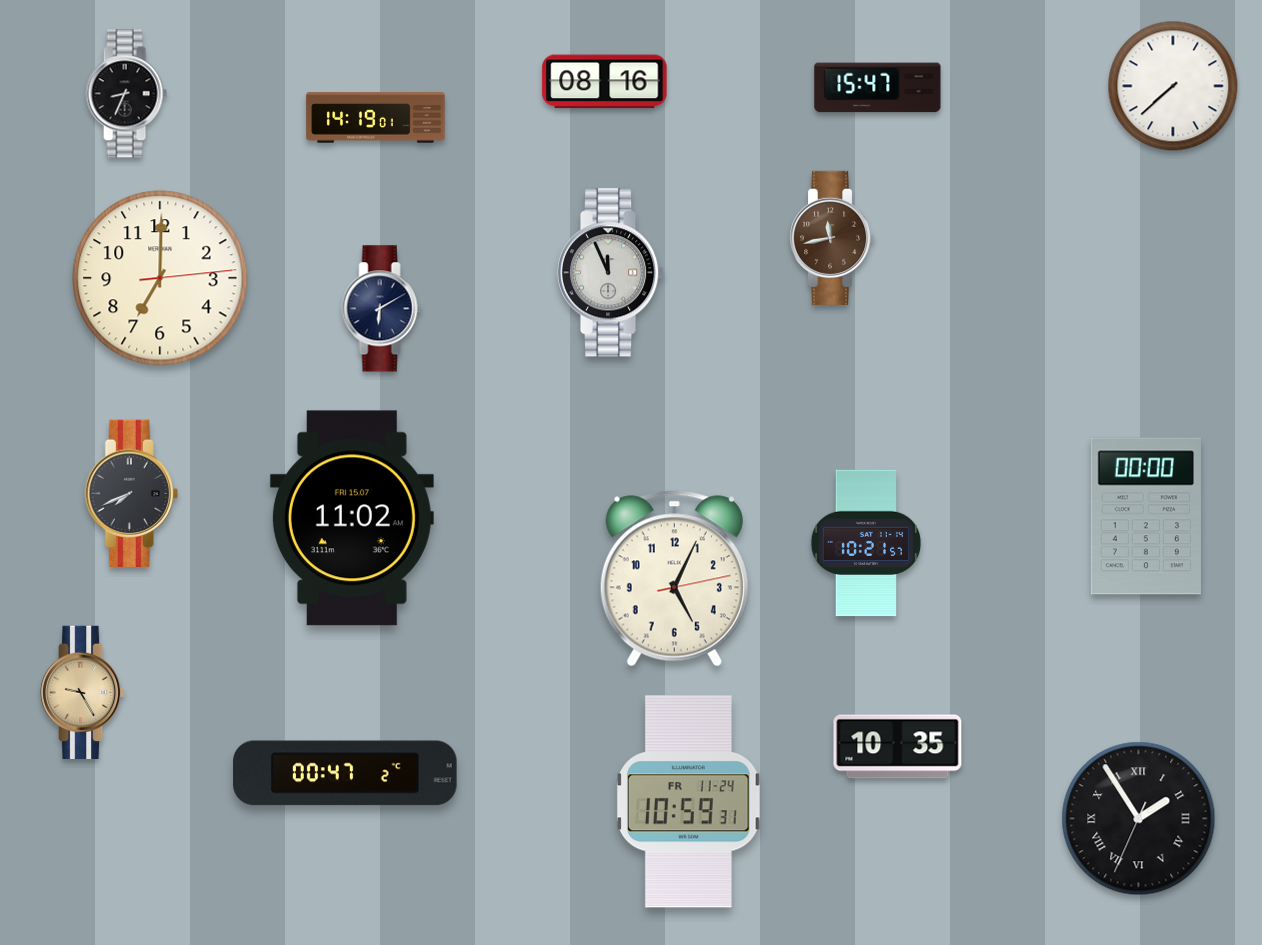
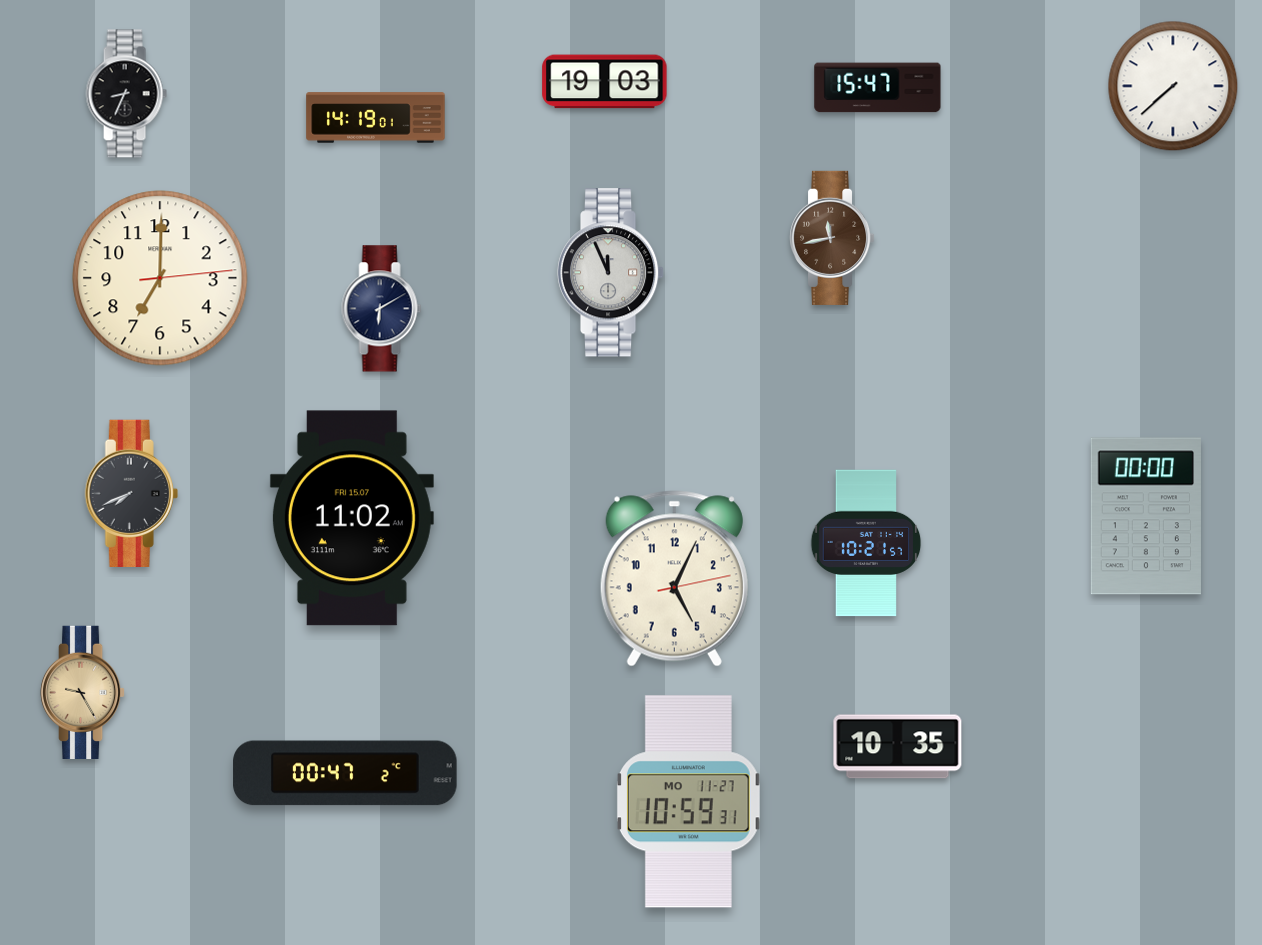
clock at (605, 82): 08:16 -> 19:03
clock at (688, 802) date: FR 11-24 -> MO 11-27
clock at (1139, 819): 1:54 -> none
